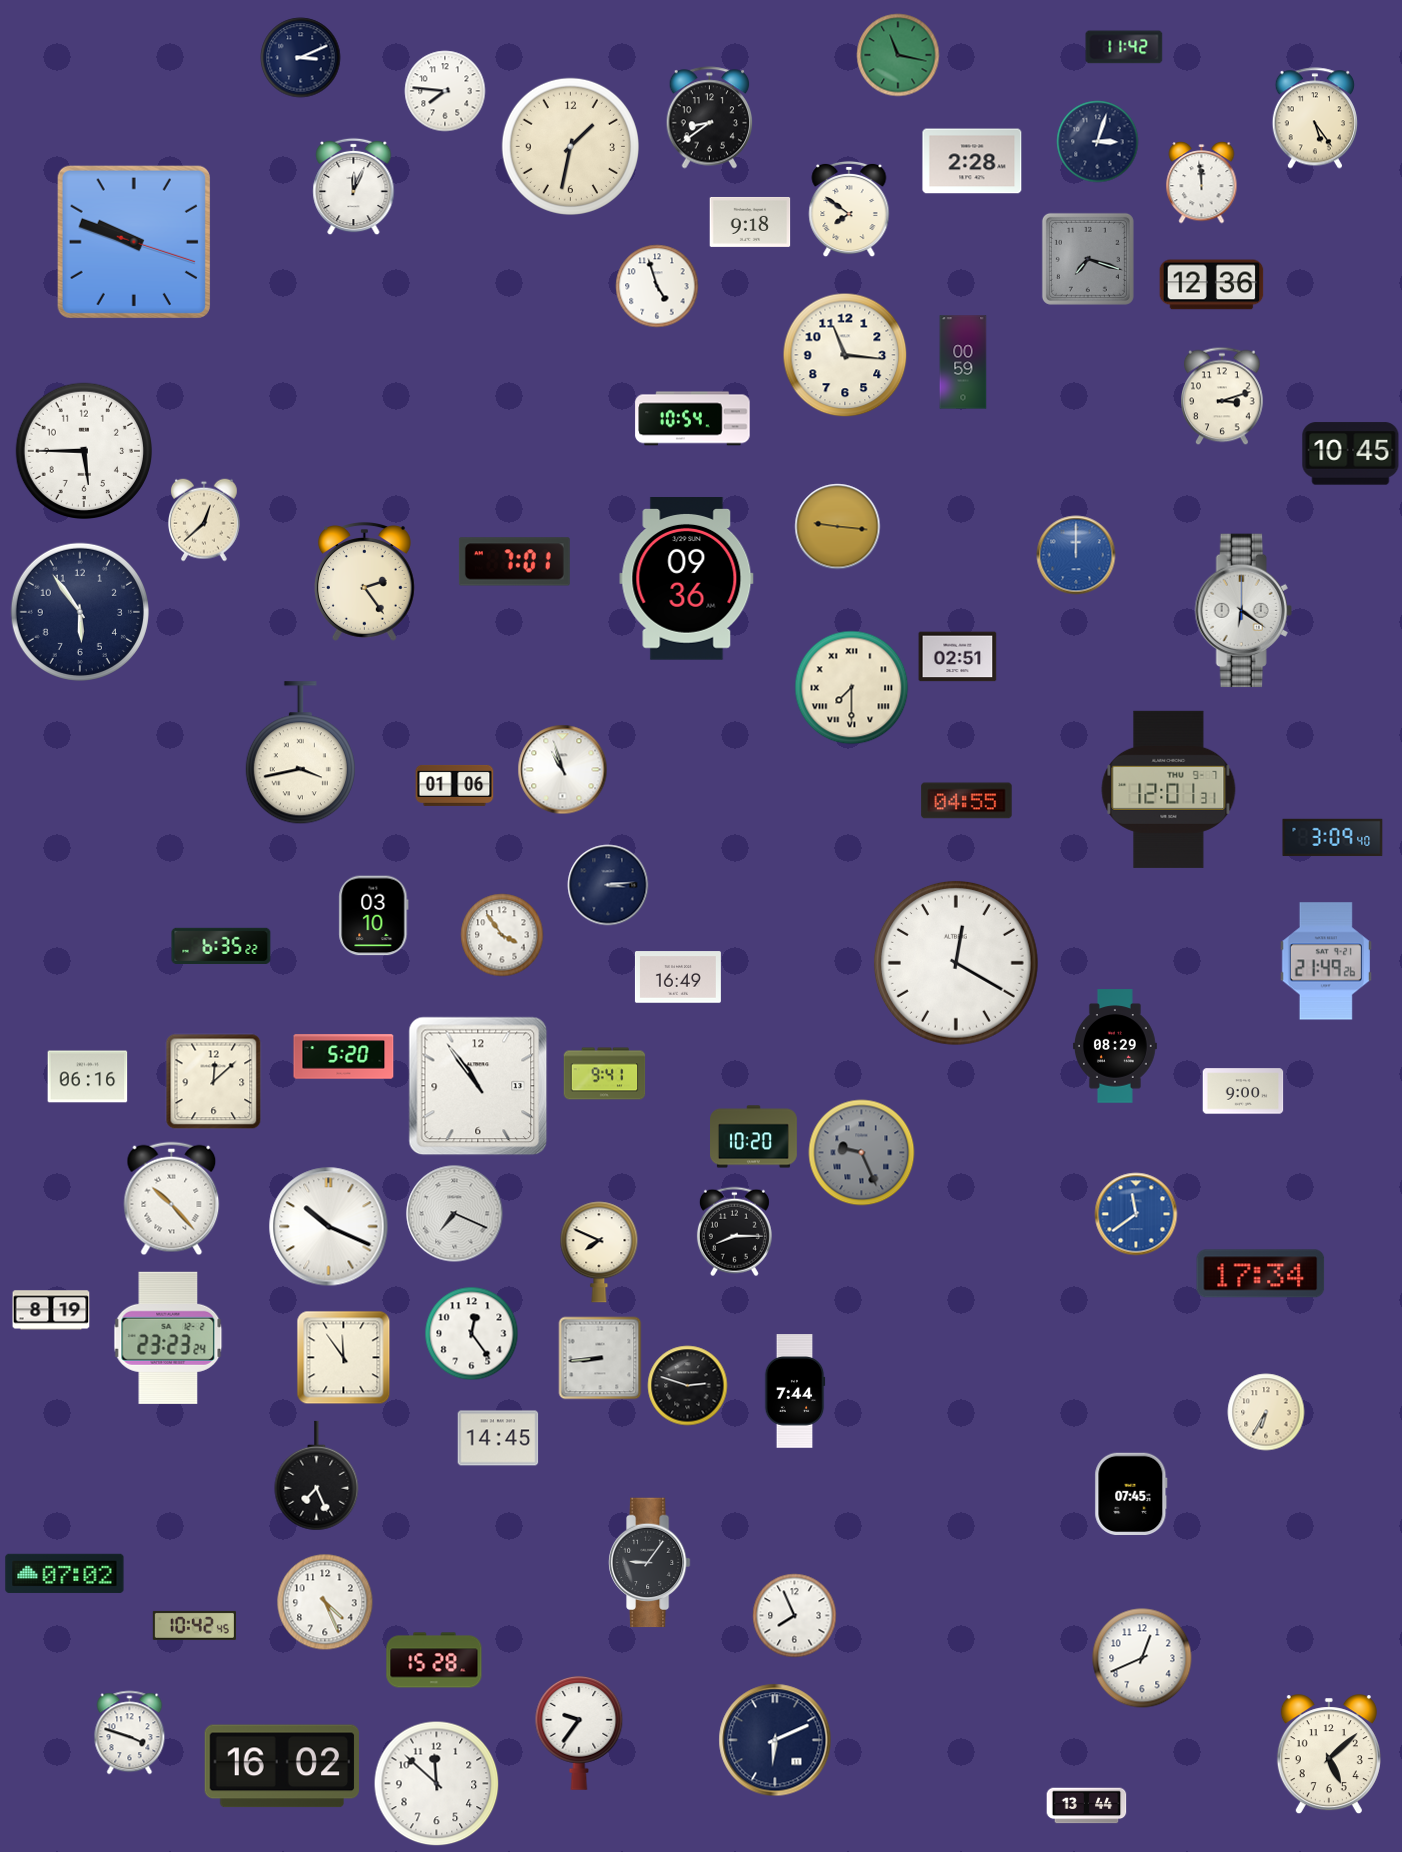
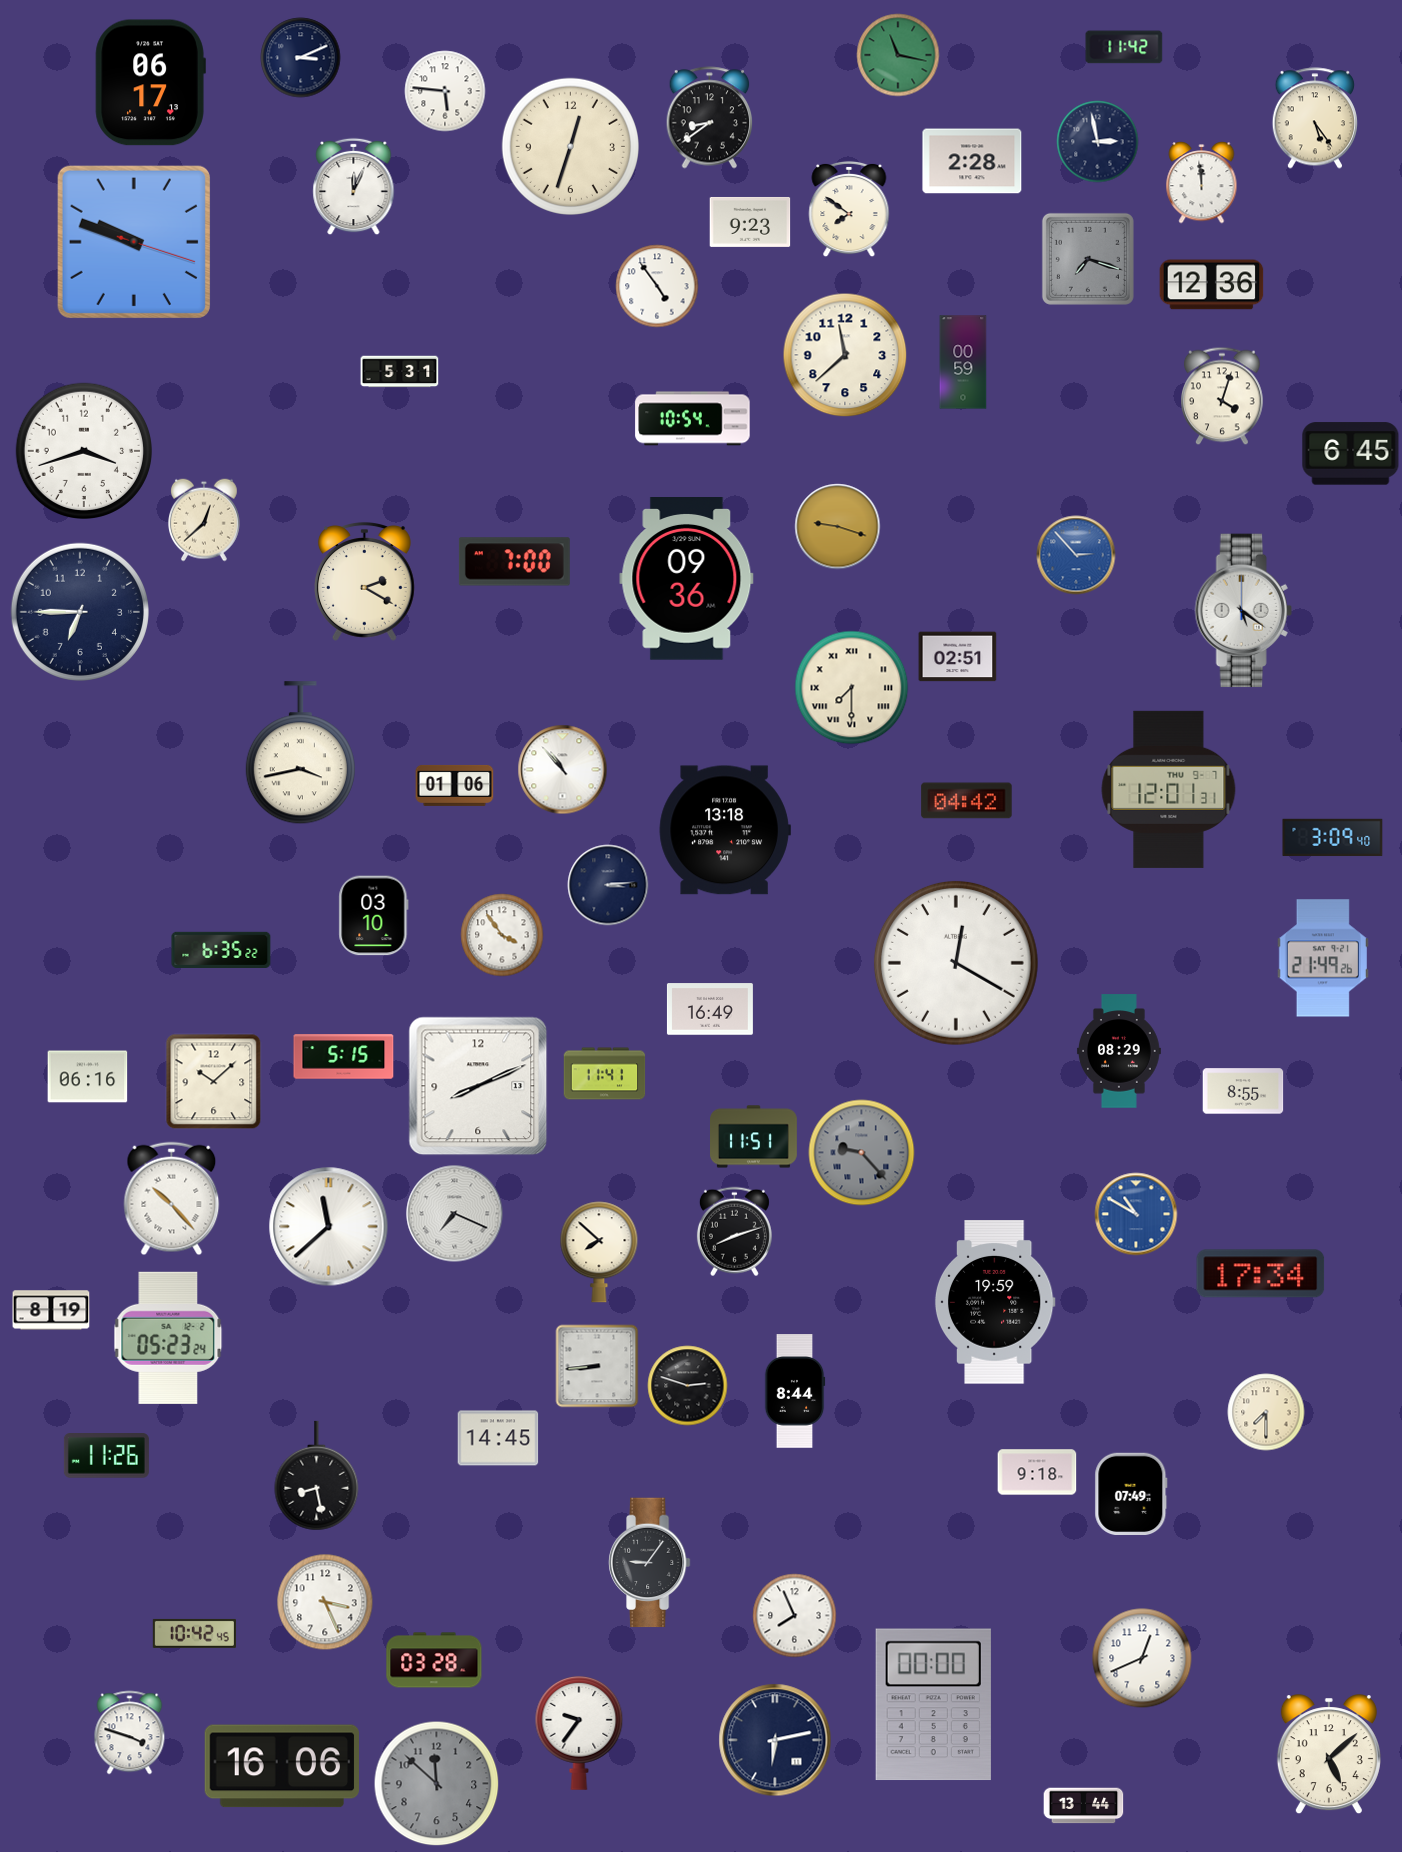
clock at (150, 83): none -> 06:17
clock at (445, 91): 7:46 -> 5:46
clock at (1098, 142): 3:03 -> 2:58
clock at (570, 146): 1:32 -> 12:33
clock at (750, 222): 9:18 -> 9:23
clock at (657, 286): 4:57 -> 4:54
clock at (845, 355): 11:16 -> 11:38
clock at (400, 372): none -> 5:31
clock at (1222, 396): 3:12 -> 4:03
clock at (83, 450): 5:45 -> 3:42
clock at (1351, 454): 10:45 -> 6:45
clock at (838, 527): 9:16 -> 9:18
clock at (1076, 555): 12:00 -> 2:53
clock at (514, 562): 7:01 -> 7:00
clock at (364, 582): 2:24 -> 2:20
clock at (1243, 611): 6:21 -> 5:21
clock at (80, 612): 5:54 -> 6:45
clock at (563, 770): 10:57 -> 10:53
clock at (967, 801): 04:55 -> 04:42
clock at (725, 830): none -> 13:18
clock at (221, 945) position: (221, 945) -> (221, 949)
clock at (1326, 961) position: (1326, 961) -> (1323, 958)
clock at (678, 977) position: (678, 977) -> (710, 1009)
clock at (1115, 1046) position: (1115, 1046) -> (1119, 1051)
clock at (344, 1057): 5:20 -> 5:15
clock at (605, 1074): 9:41 -> 11:41
clock at (214, 1082): 12:08 -> 10:08
clock at (478, 1086): 10:54 -> 8:11
clock at (1243, 1091): 9:00 -> 8:55
clock at (754, 1137): 10:20 -> 11:51
clock at (862, 1153): 9:26 -> 9:23
clock at (1136, 1214): 11:39 -> 10:50
clock at (329, 1227): 10:19 -> 11:38
clock at (734, 1232): 8:15 -> 8:12
clock at (599, 1252): 7:49 -> 7:52
clock at (995, 1302): none -> 19:59
clock at (472, 1334): 12:24 -> none
clock at (168, 1338): 23:23 -> 05:23
clock at (344, 1358): 11:54 -> none
clock at (600, 1358) position: (600, 1358) -> (597, 1366)
clock at (795, 1391): 7:44 -> 8:44
clock at (1266, 1412): 6:35 -> 7:30
clock at (106, 1456): none -> 11:26
clock at (1037, 1472): none -> 9:18
clock at (317, 1476): 7:26 -> 8:28
clock at (1131, 1493): 07:45 -> 07:49
clock at (65, 1573): 07:02 -> none
clock at (325, 1602): 4:26 -> 3:26
clock at (194, 1625) position: (194, 1625) -> (194, 1633)
clock at (434, 1660): 15:28 -> 03:28
clock at (933, 1705): none -> 00:00
clock at (775, 1740): 6:11 -> 6:13
clock at (281, 1766): 16:02 -> 16:06
clock at (437, 1784) dial: white -> grey
clock at (1087, 1806) position: (1087, 1806) -> (1084, 1806)
